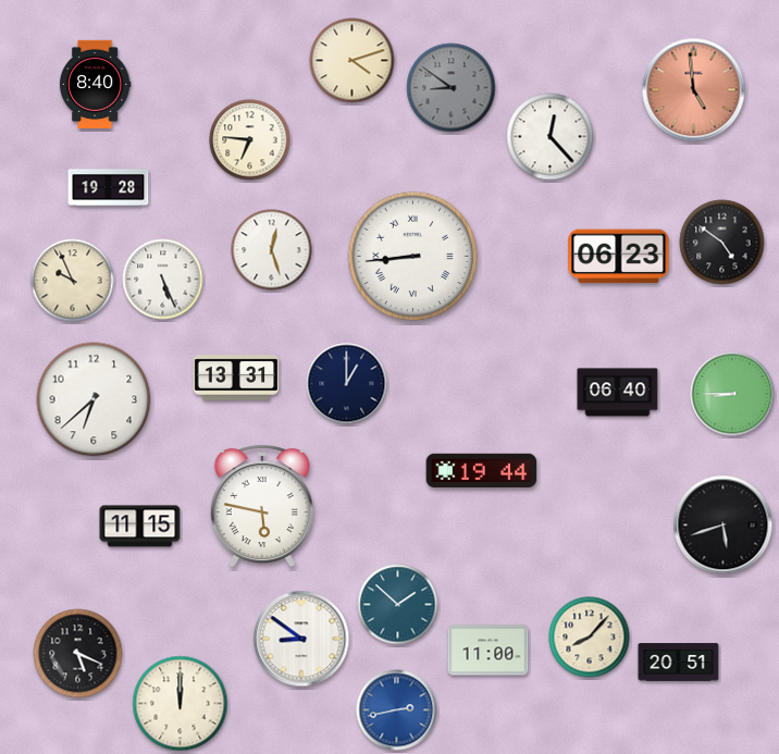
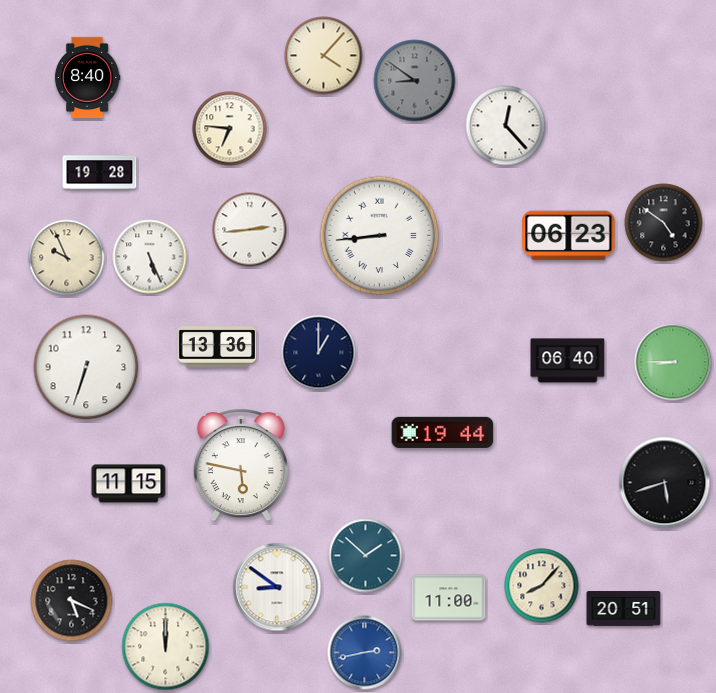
clock at (353, 61): 4:12 -> 4:07
clock at (694, 90): 4:59 -> none
clock at (272, 250): 12:27 -> 2:44
clock at (236, 378): 13:31 -> 13:36
clock at (94, 399): 6:38 -> 6:33
